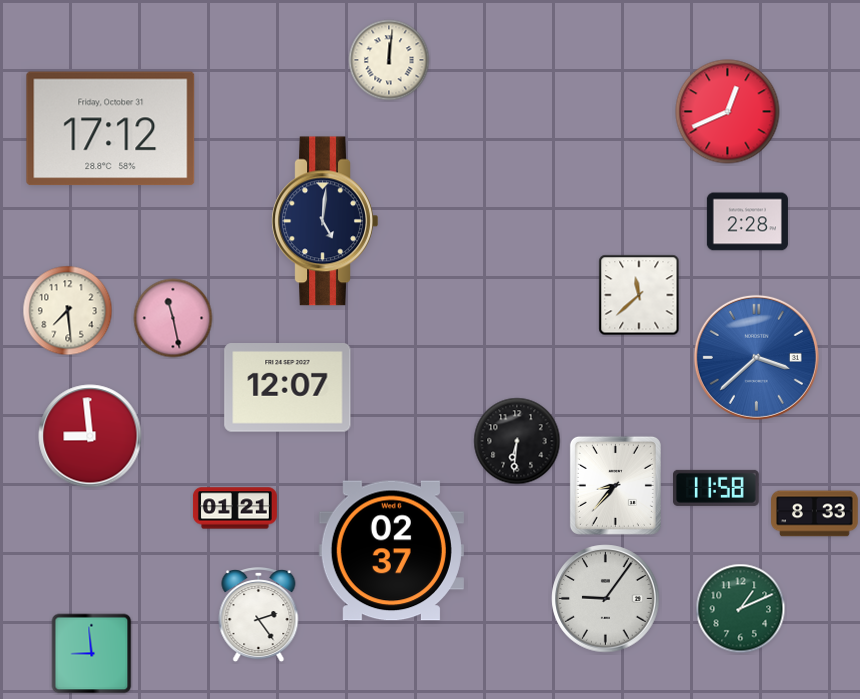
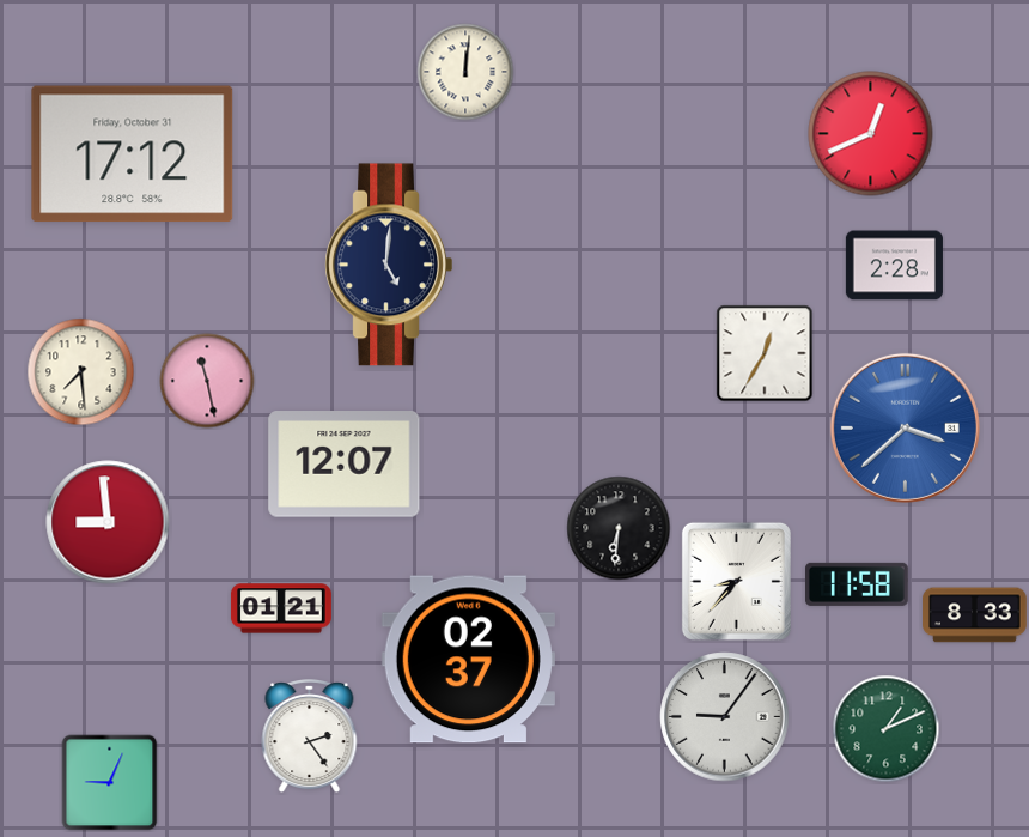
clock at (639, 295): 11:38 -> 12:35
clock at (92, 654): 8:59 -> 9:04
